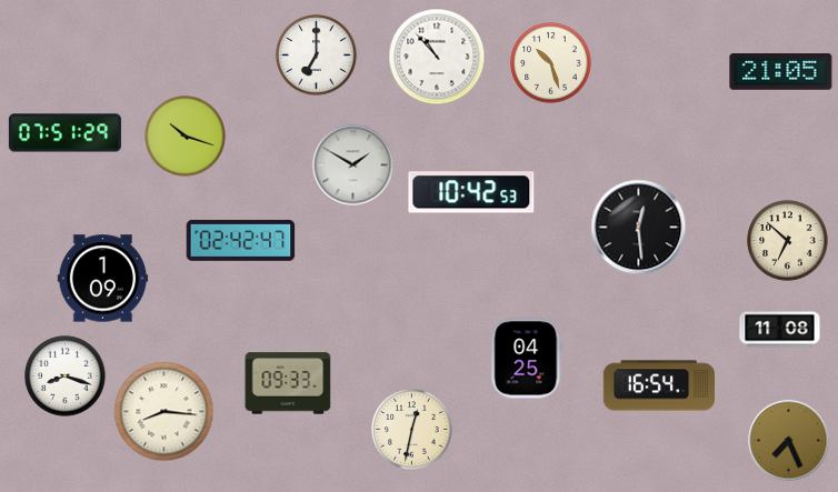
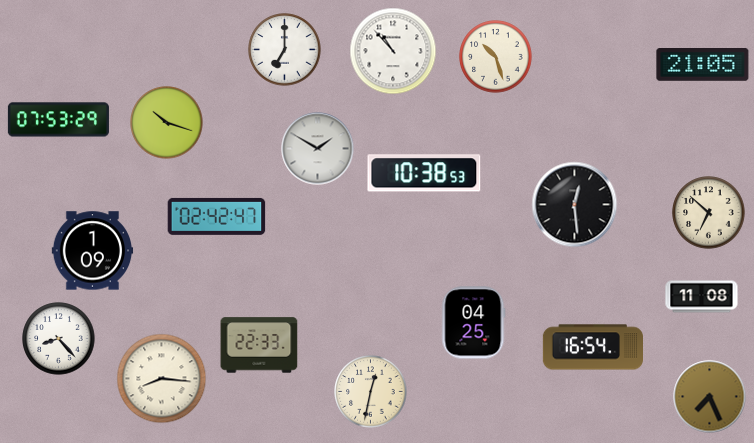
clock at (64, 133): 07:51 -> 07:53
clock at (471, 192): 10:42 -> 10:38
clock at (788, 241) position: (788, 241) -> (709, 213)
clock at (66, 376): 8:18 -> 8:23
clock at (288, 383): 09:33 -> 22:33
clock at (164, 412) position: (164, 412) -> (162, 379)
clock at (412, 430) position: (412, 430) -> (371, 392)
